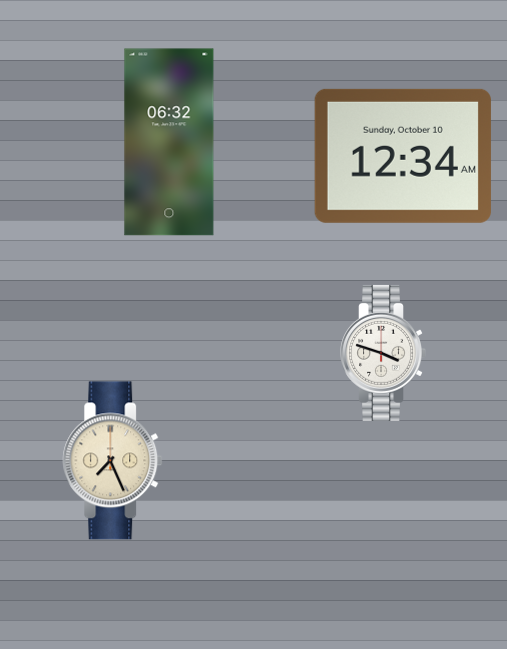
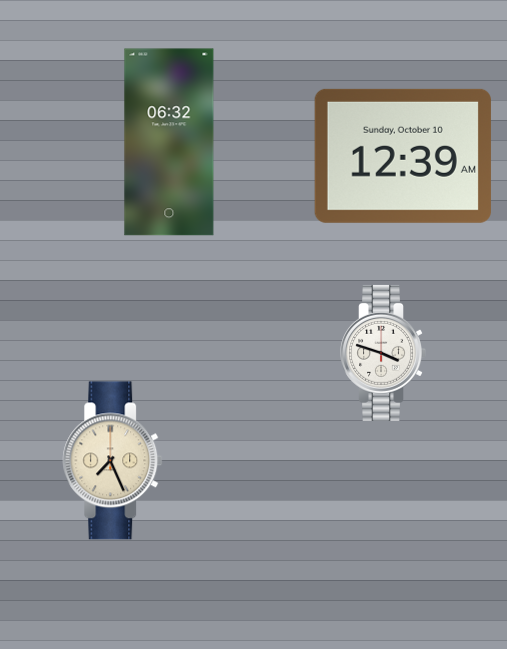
clock at (403, 156): 12:34 -> 12:39
